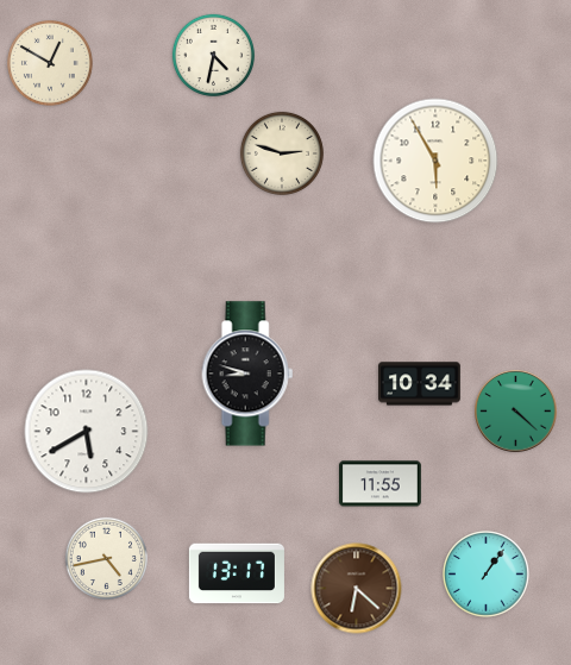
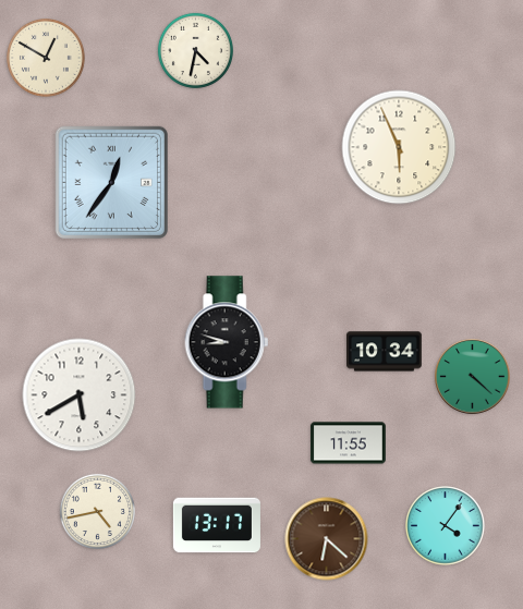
clock at (282, 153): 2:48 -> none
clock at (435, 161): 5:55 -> 5:56
clock at (111, 182): none -> 12:36
clock at (487, 575): 1:06 -> 4:06
